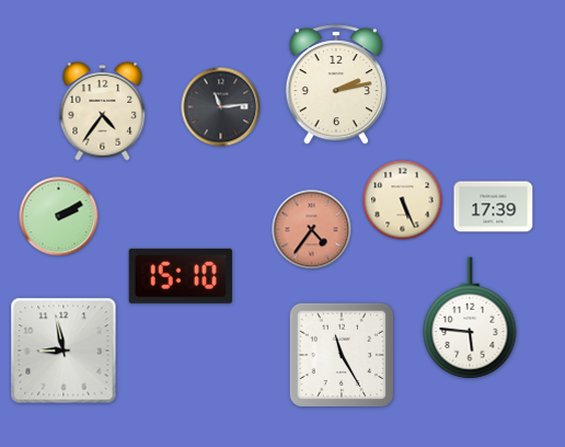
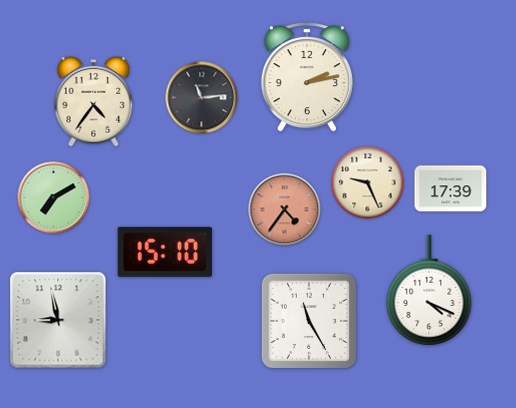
clock at (403, 200): 5:26 -> 9:26
clock at (59, 217): 2:10 -> 7:10
clock at (470, 318): 5:46 -> 4:19
clock at (342, 355) position: (342, 355) -> (309, 321)
